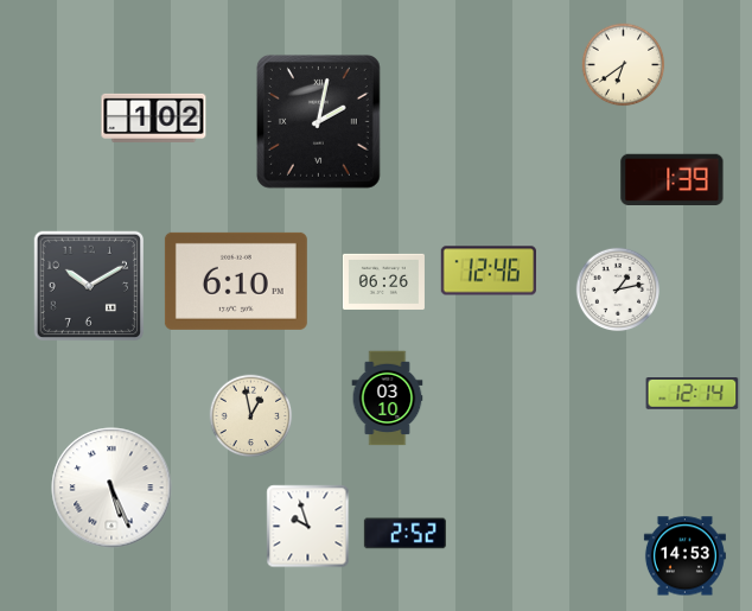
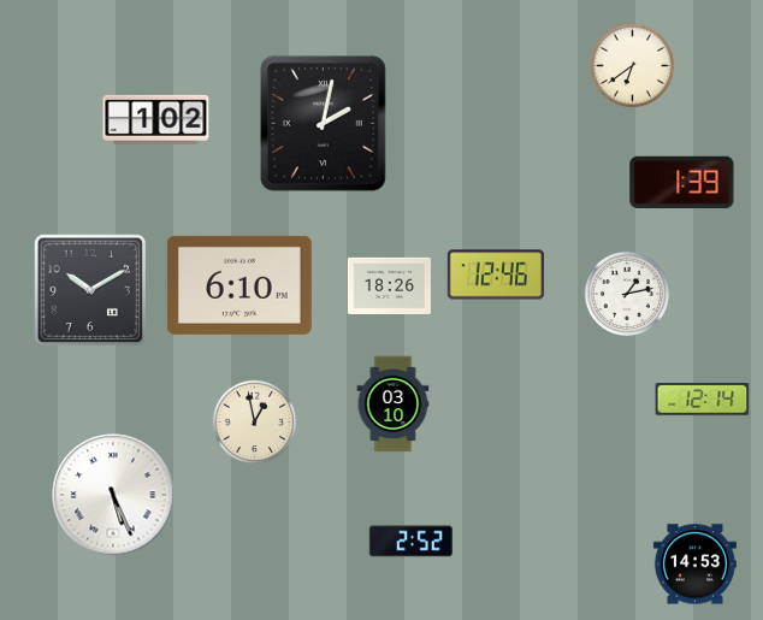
clock at (383, 281): 06:26 -> 18:26
clock at (308, 527): 9:57 -> none
